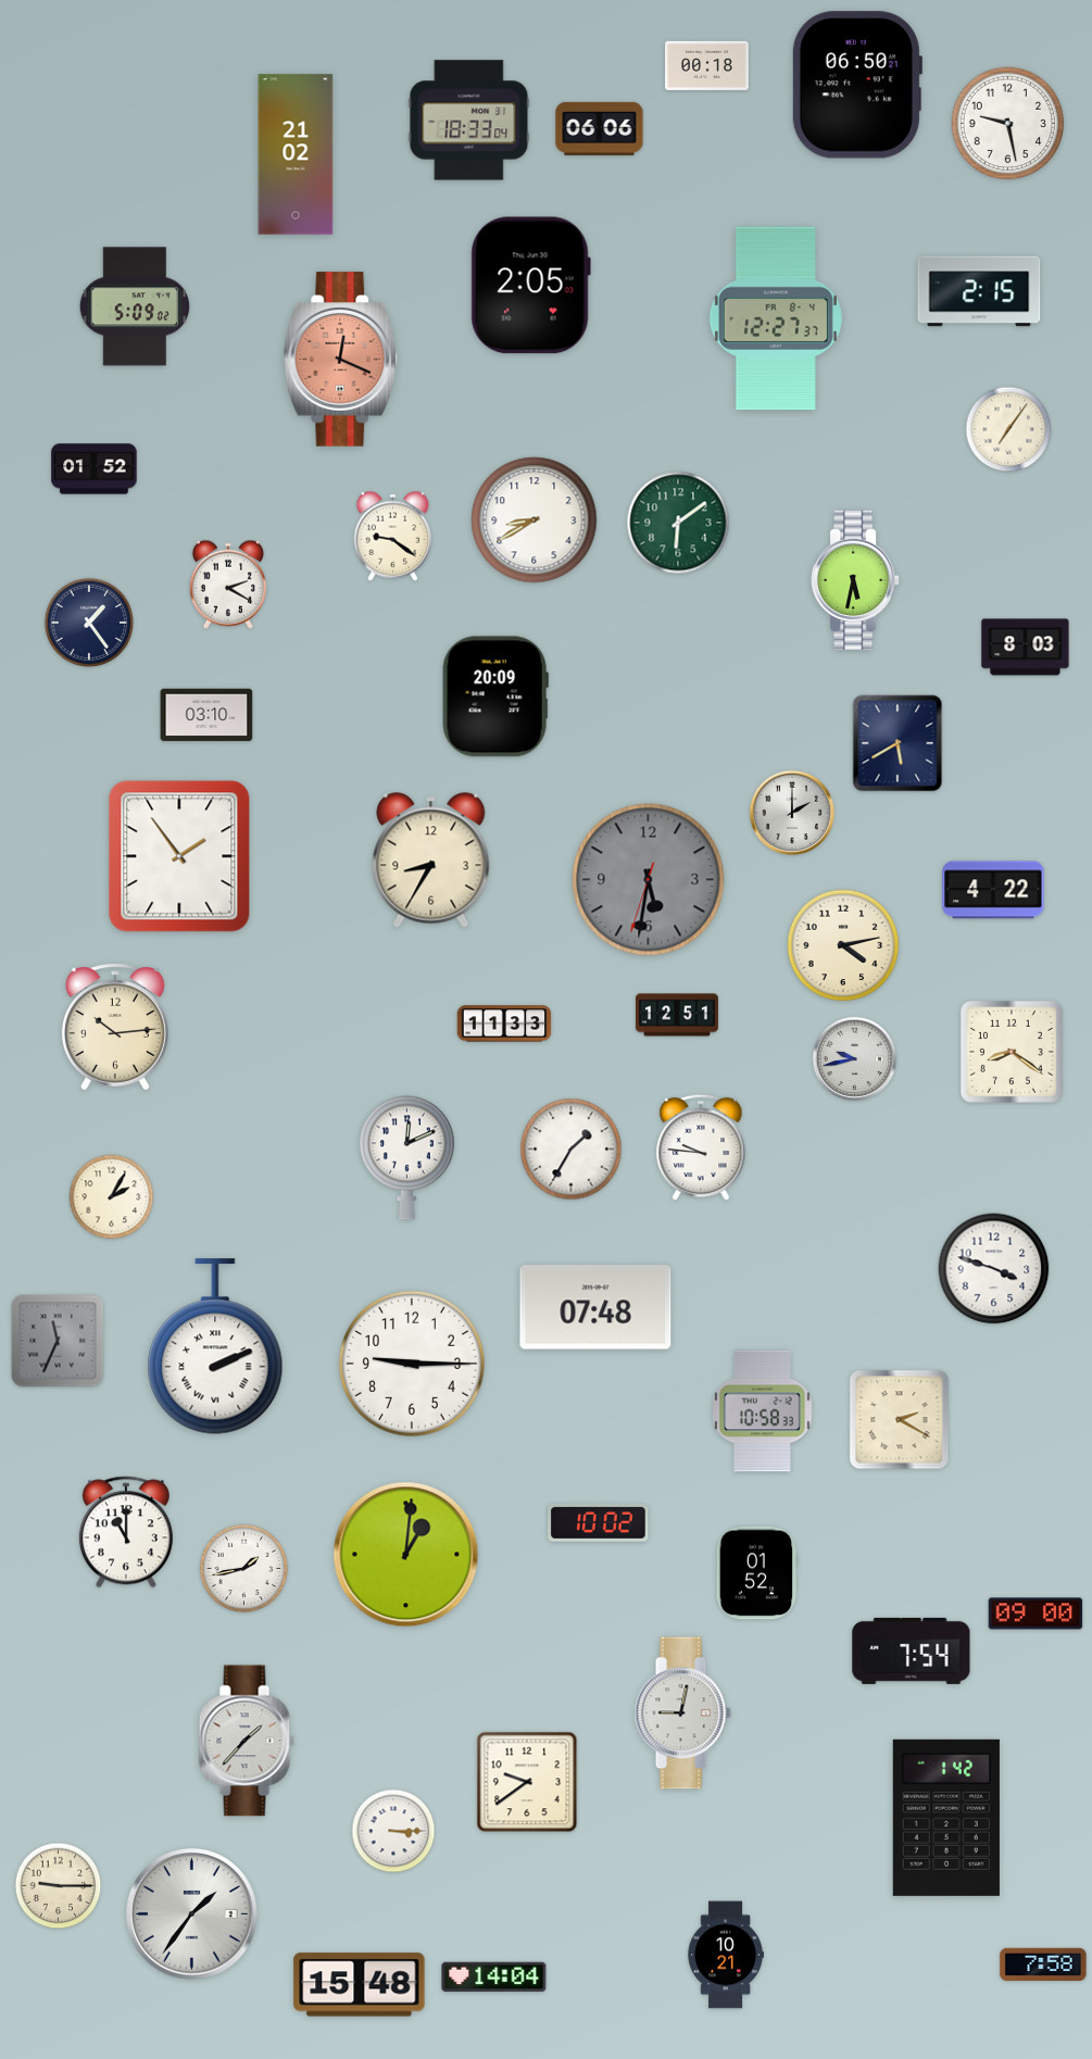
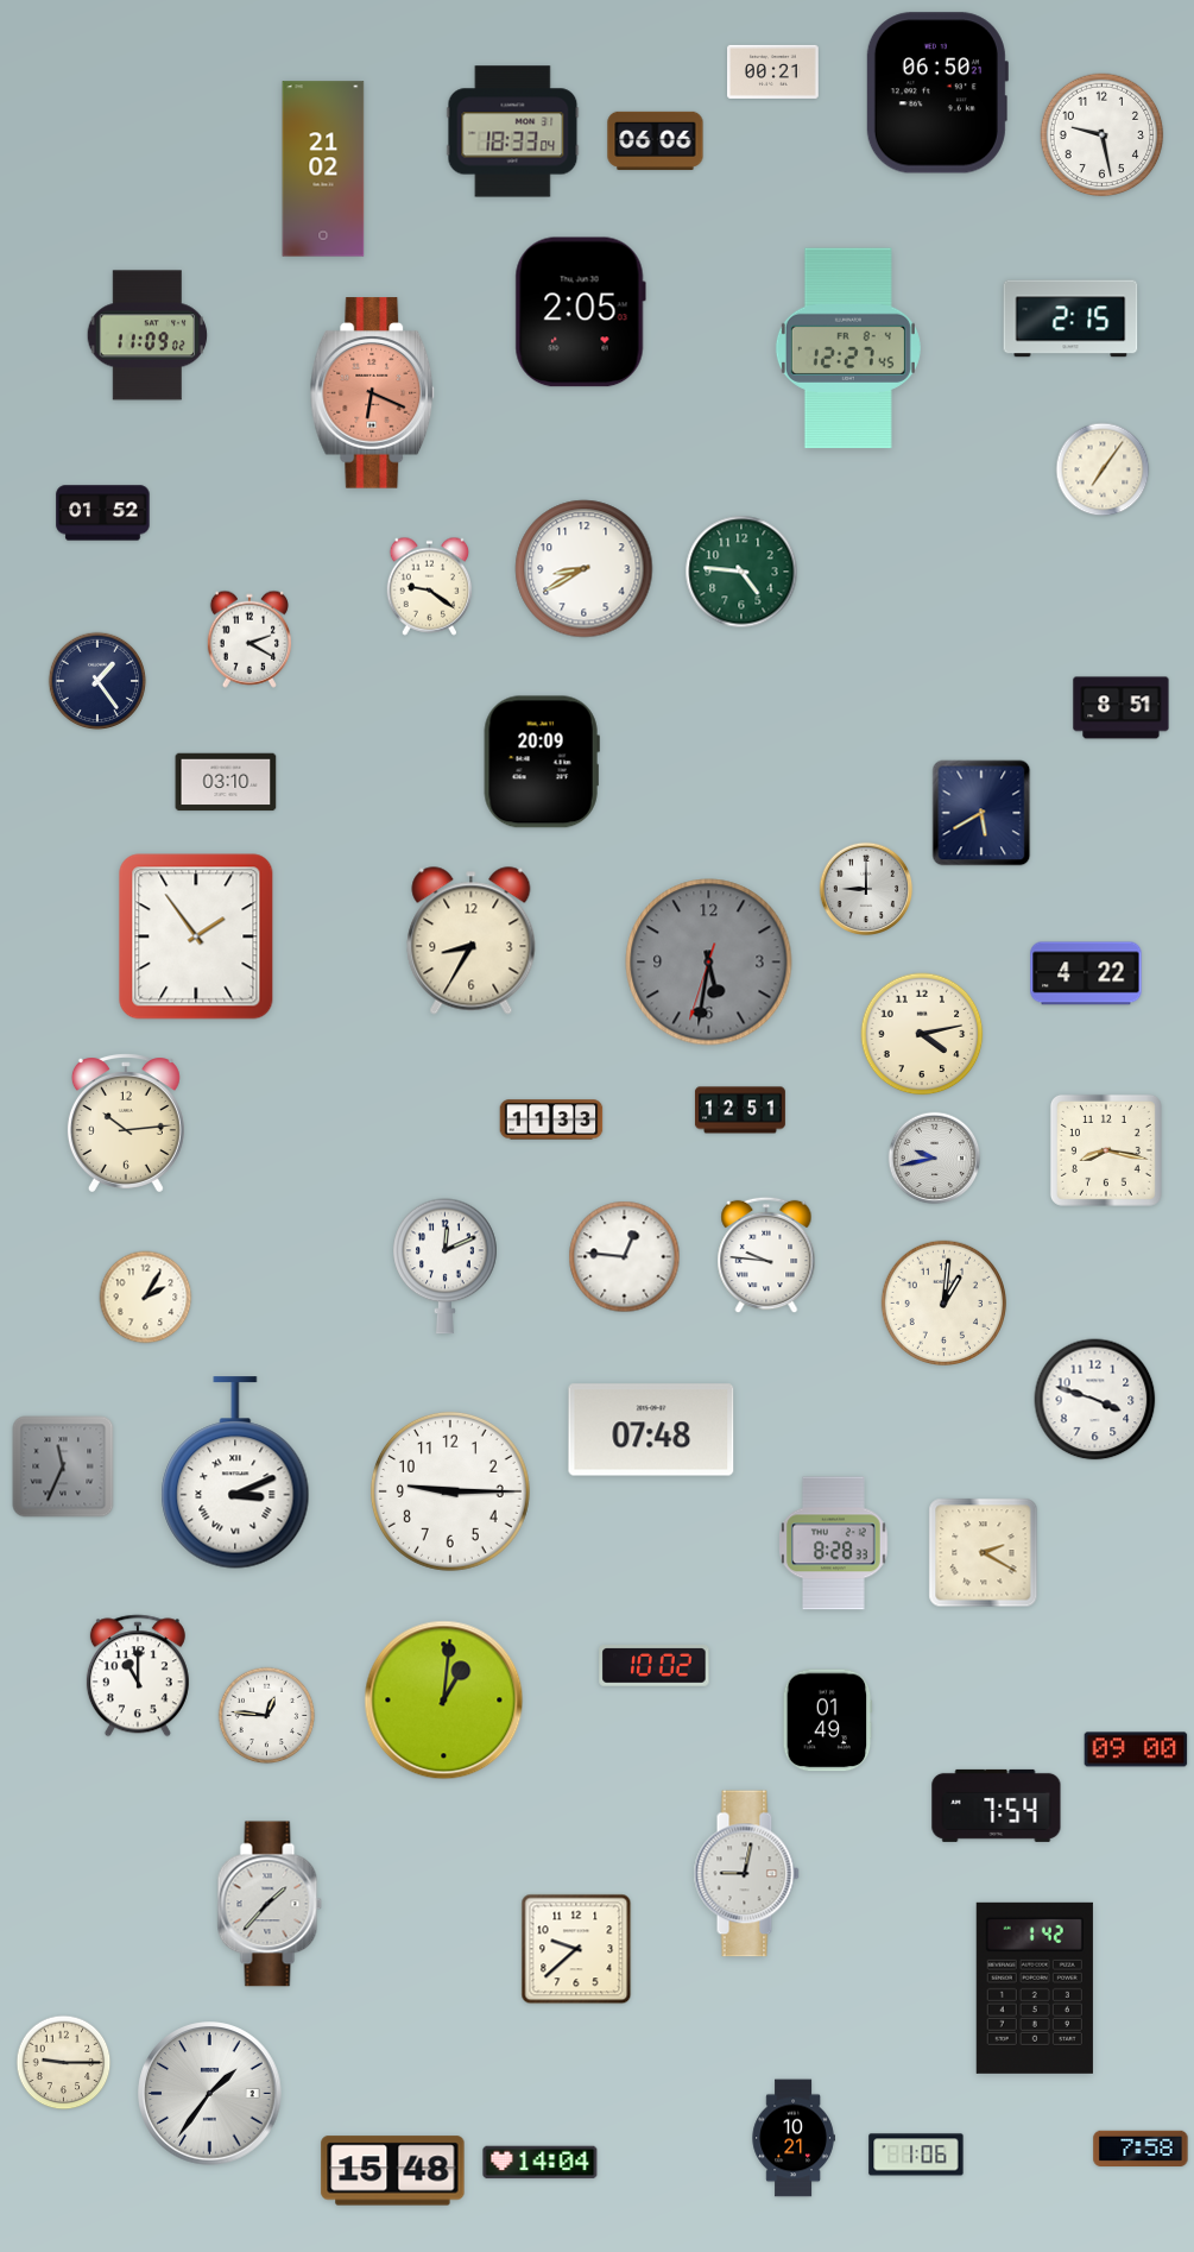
clock at (707, 65): 00:18 -> 00:21
clock at (135, 306): 5:09 -> 11:09
clock at (776, 318): 12:27:37 -> 12:27:45
clock at (341, 360): 12:19 -> 6:19
clock at (678, 523): 6:09 -> 4:46
clock at (855, 580): 5:32 -> none
clock at (1026, 648): 8:03 -> 8:51
clock at (792, 813): 2:00 -> 9:00
clock at (1012, 1052): 8:21 -> 8:17
clock at (572, 1150): 1:35 -> 12:46
clock at (943, 1302): none -> 1:01
clock at (112, 1197) position: (112, 1197) -> (146, 1298)
clock at (994, 1269) position: (994, 1269) -> (1095, 1400)
clock at (215, 1346): 2:11 -> 3:11
clock at (763, 1411): 10:58 -> 8:28
clock at (244, 1569): 1:43 -> 12:46
clock at (757, 1573): 01:52 -> 01:49
clock at (1035, 1614) position: (1035, 1614) -> (1136, 1749)
clock at (527, 1782): 9:39 -> 9:38
clock at (393, 1831): 3:15 -> none
clock at (916, 2155): none -> 1:06
